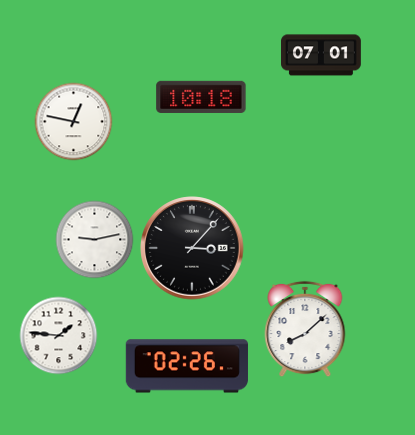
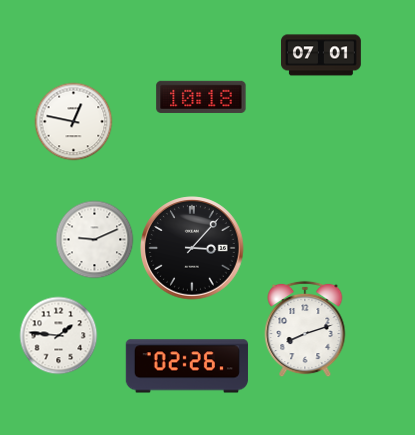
clock at (94, 239): 9:13 -> 9:11
clock at (305, 329): 8:08 -> 8:12
